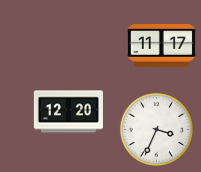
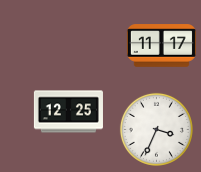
clock at (68, 112): 12:20 -> 12:25
